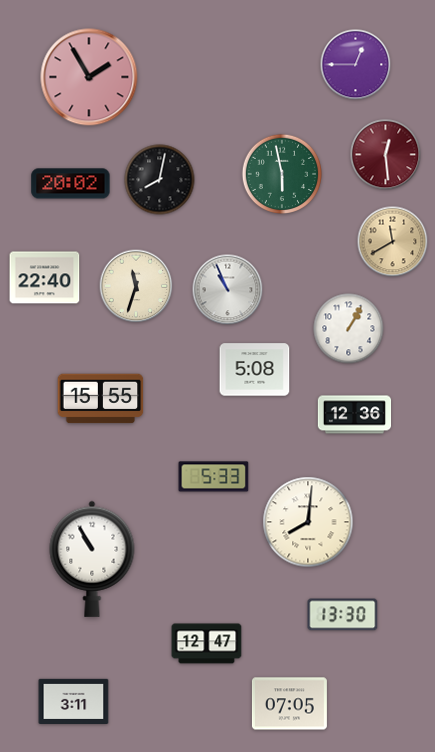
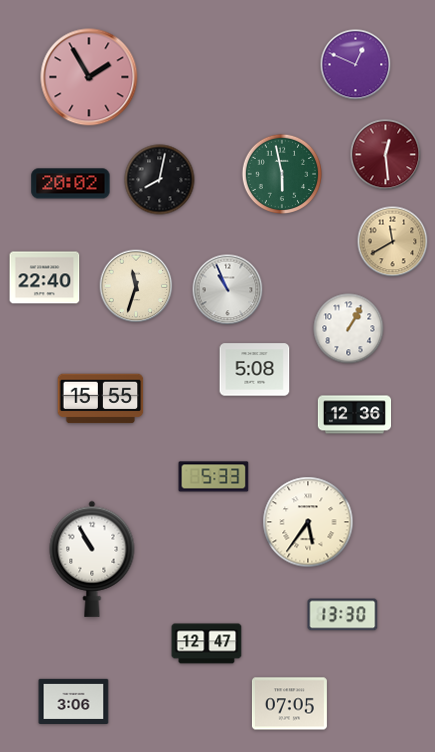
clock at (356, 65): 12:45 -> 12:49
clock at (308, 522): 8:01 -> 5:36
clock at (74, 701): 3:11 -> 3:06
